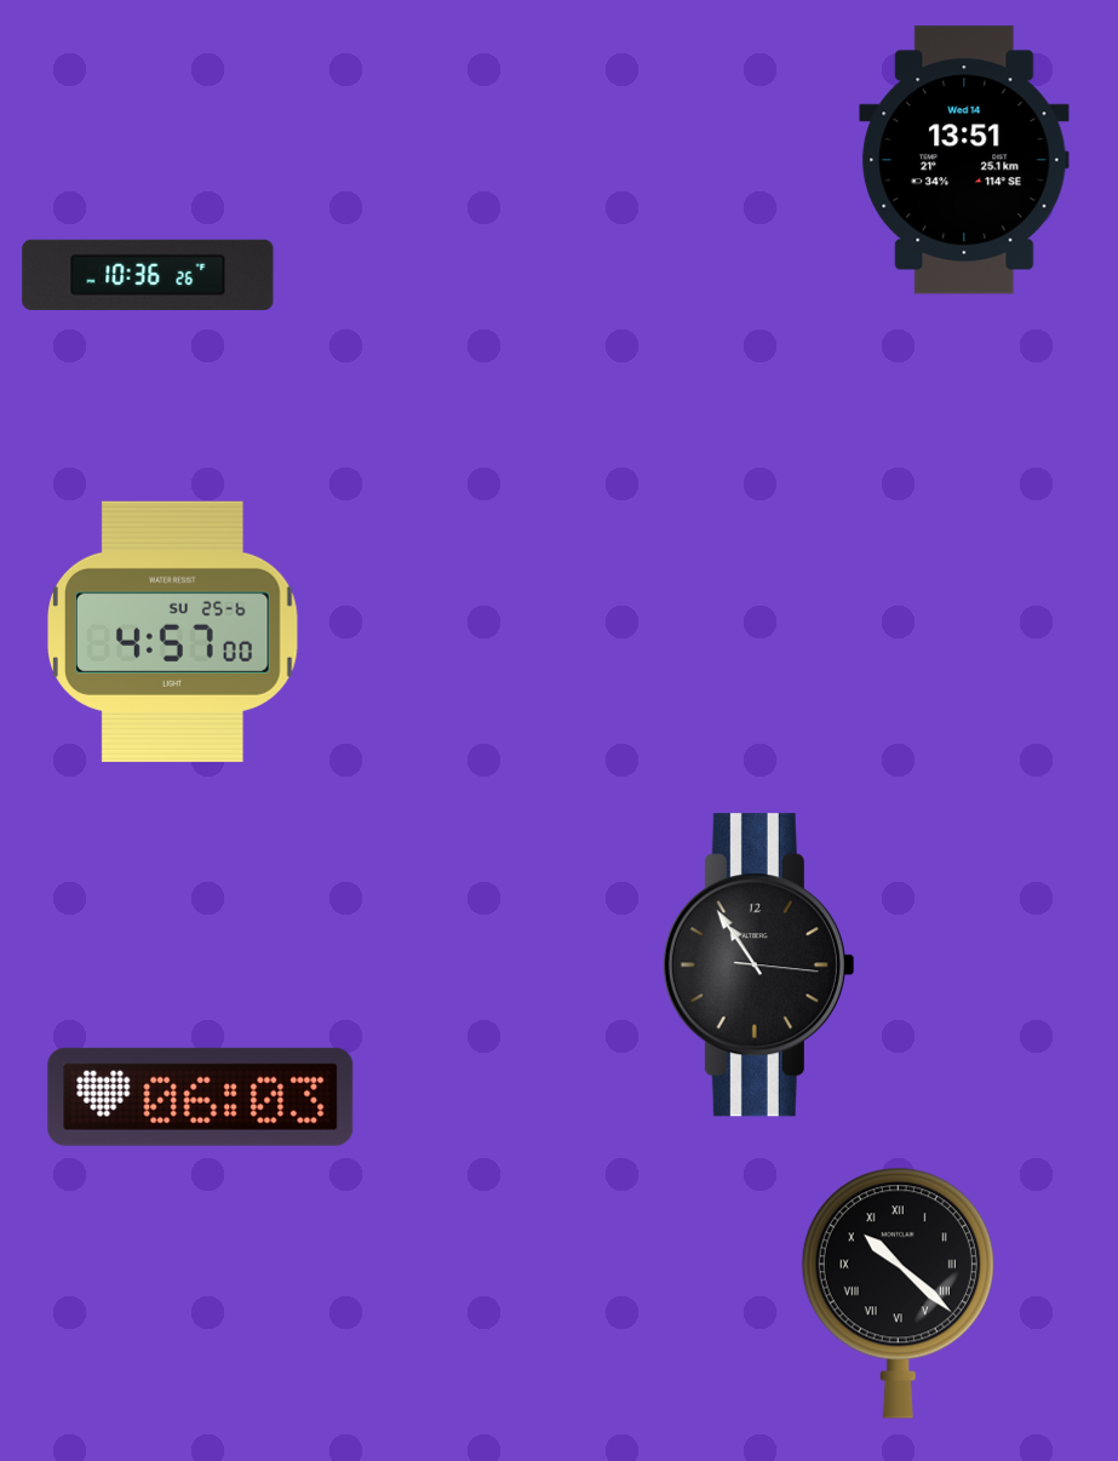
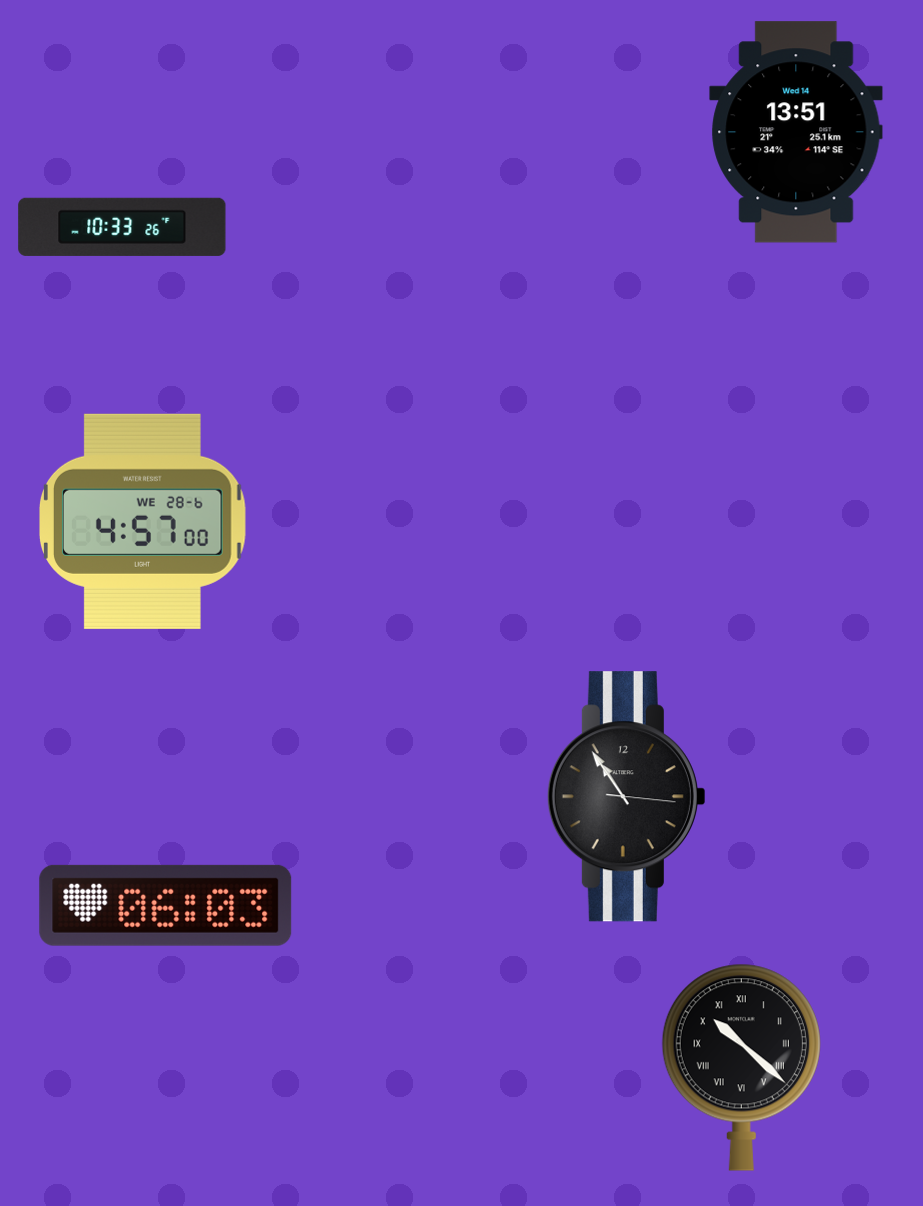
clock at (148, 275): 10:36 -> 10:33
clock at (173, 631) date: SU 25-6 -> WE 28-6
